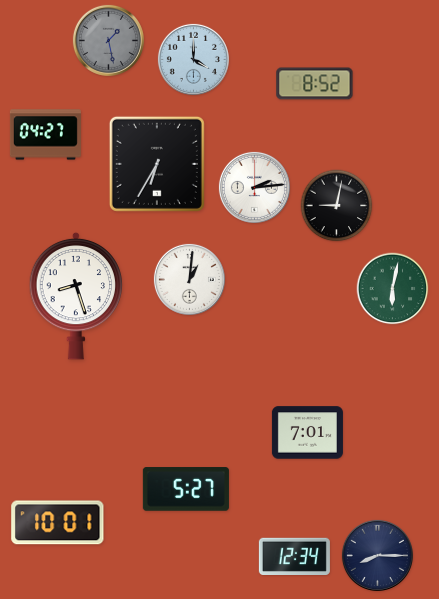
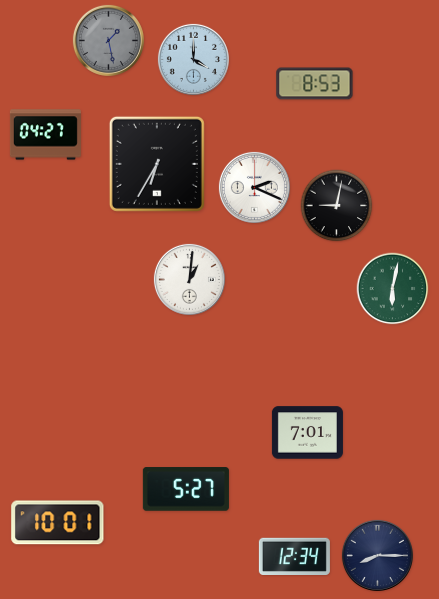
clock at (315, 84): 8:52 -> 8:53
clock at (254, 187): 2:14 -> 2:19
clock at (76, 296): 8:27 -> none
